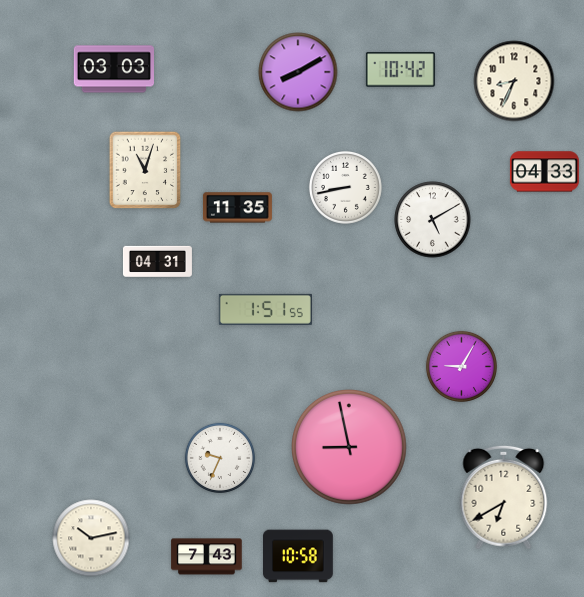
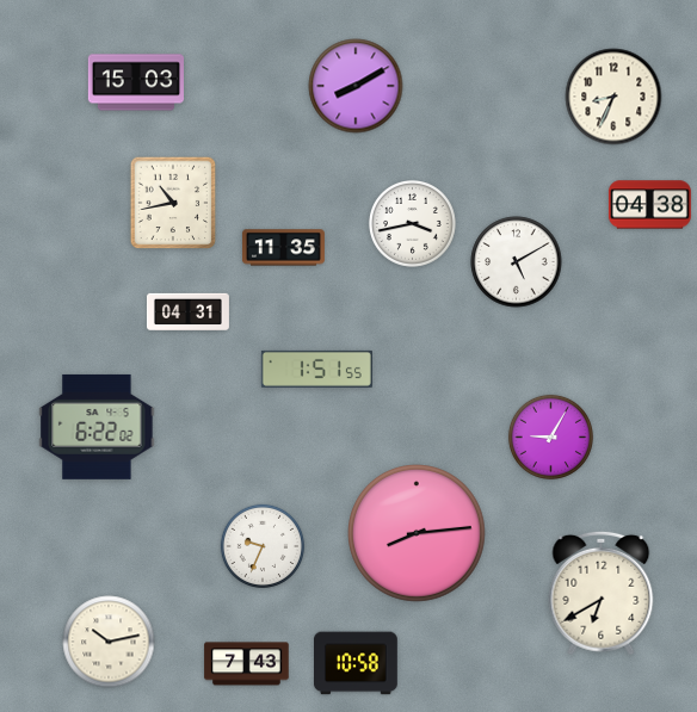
clock at (113, 69): 03:03 -> 15:03
clock at (400, 70): 10:42 -> none
clock at (145, 170): 11:03 -> 10:43
clock at (544, 172): 04:33 -> 04:38
clock at (345, 187): 8:43 -> 3:43
clock at (97, 427): none -> 6:22
clock at (350, 448): 8:58 -> 8:14
